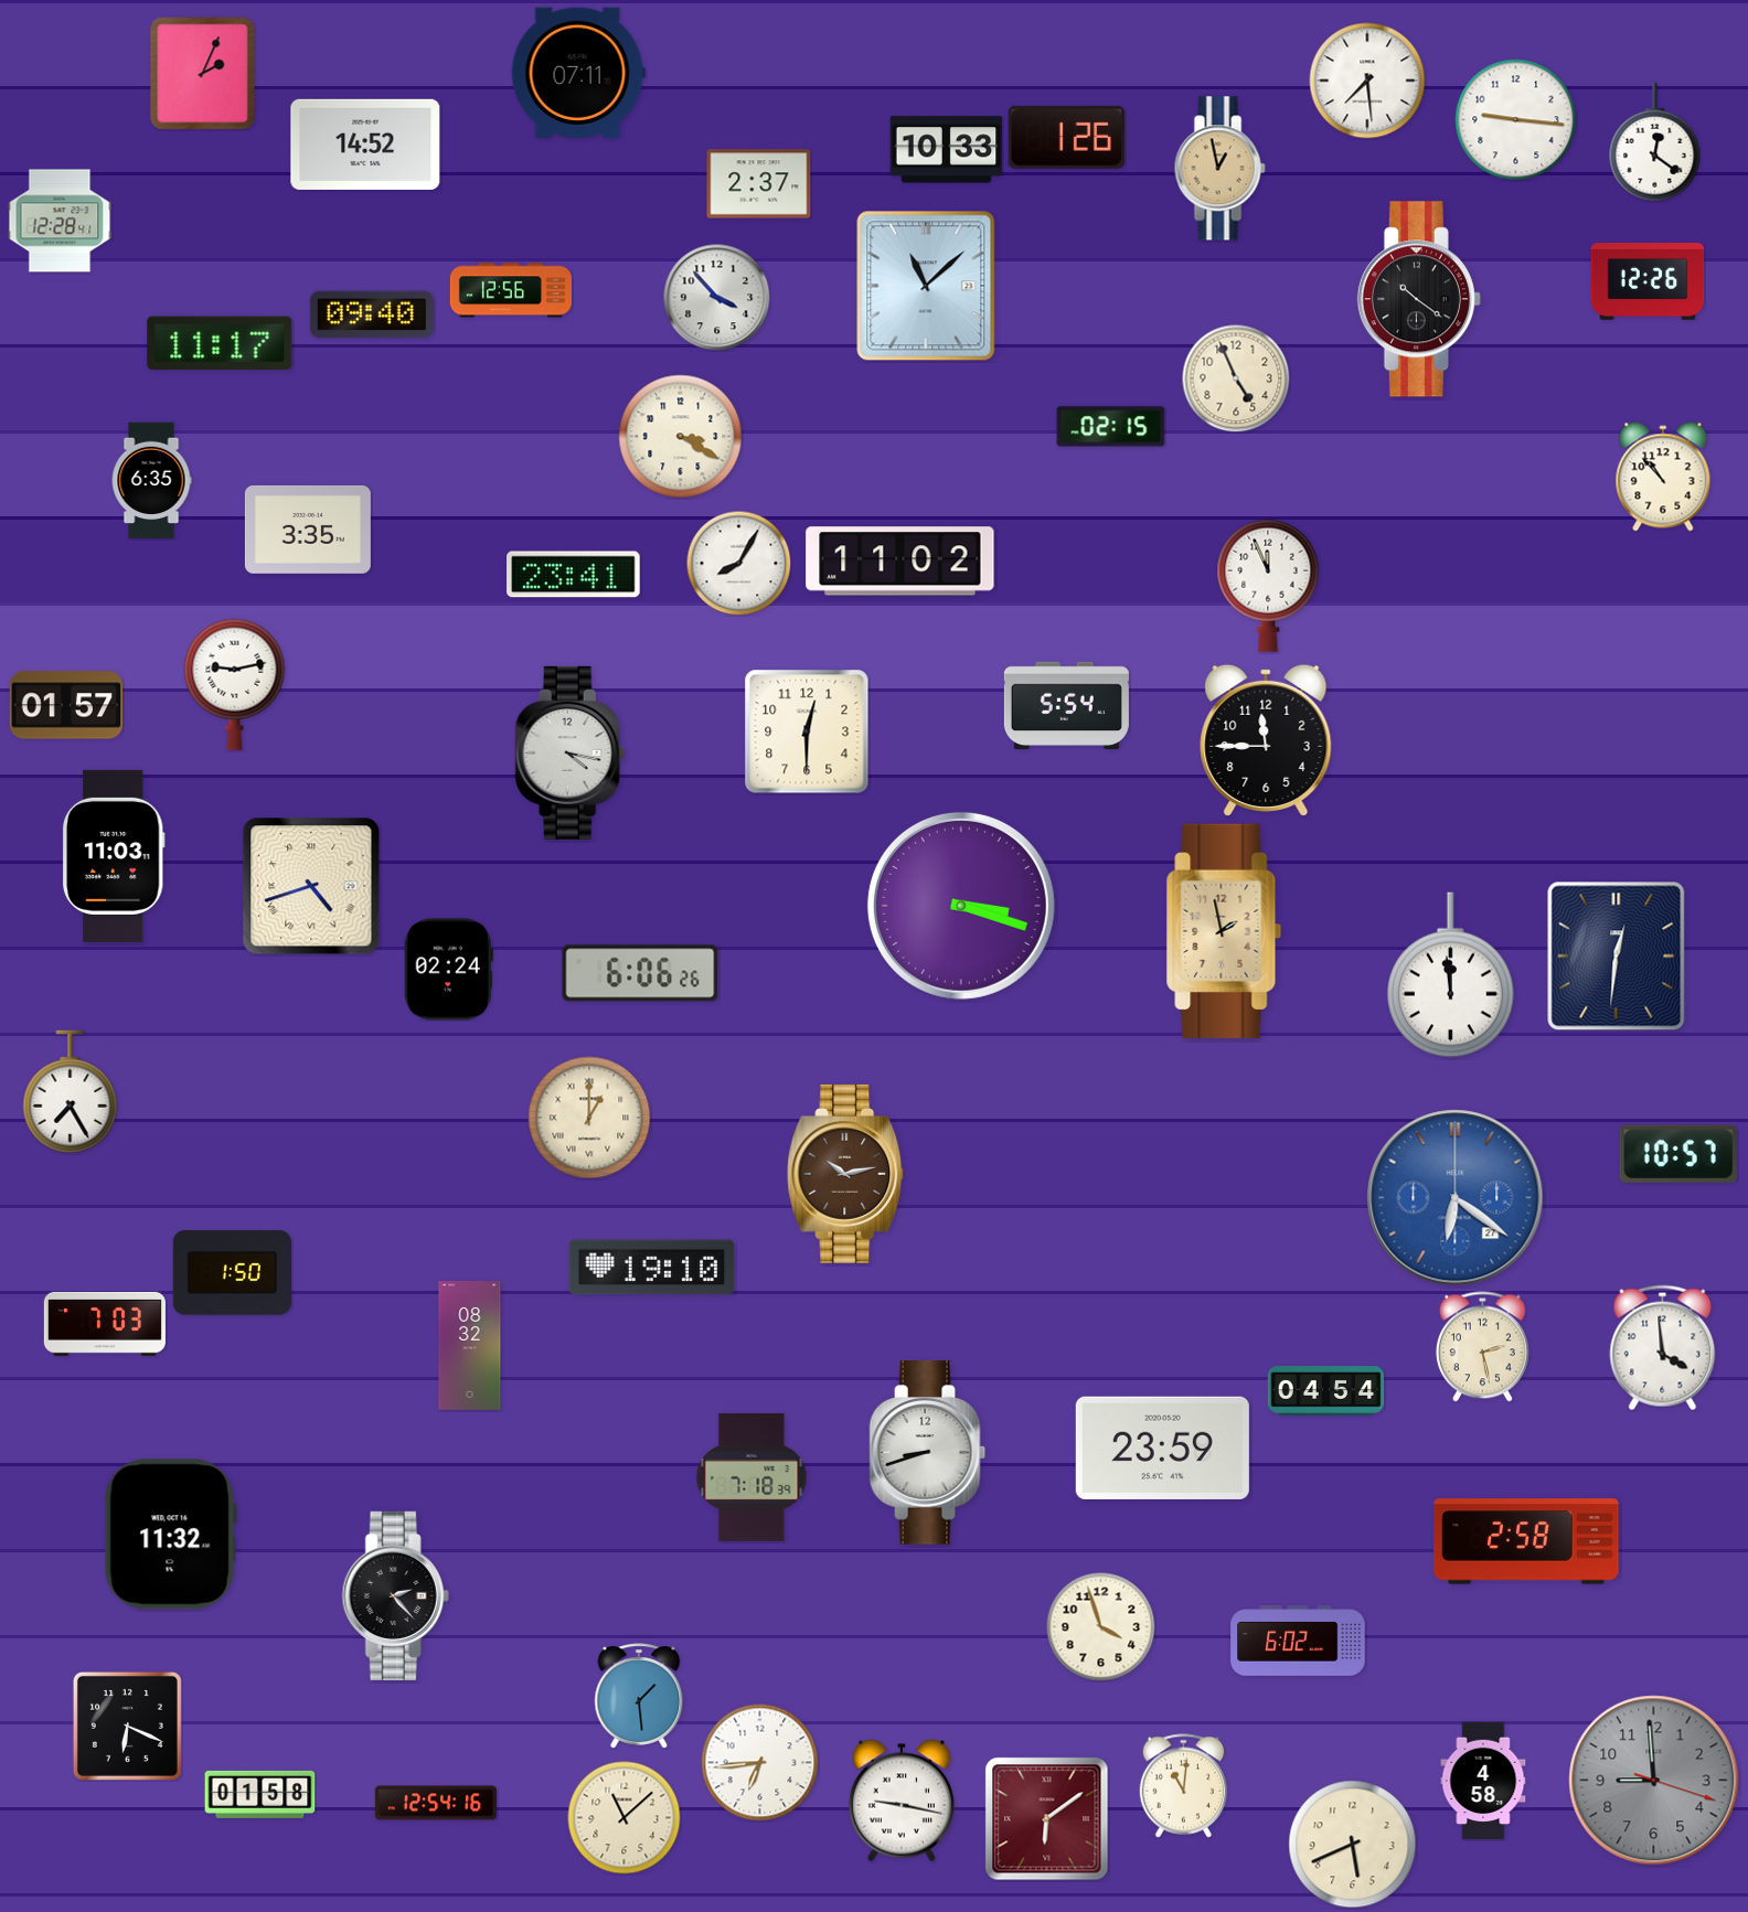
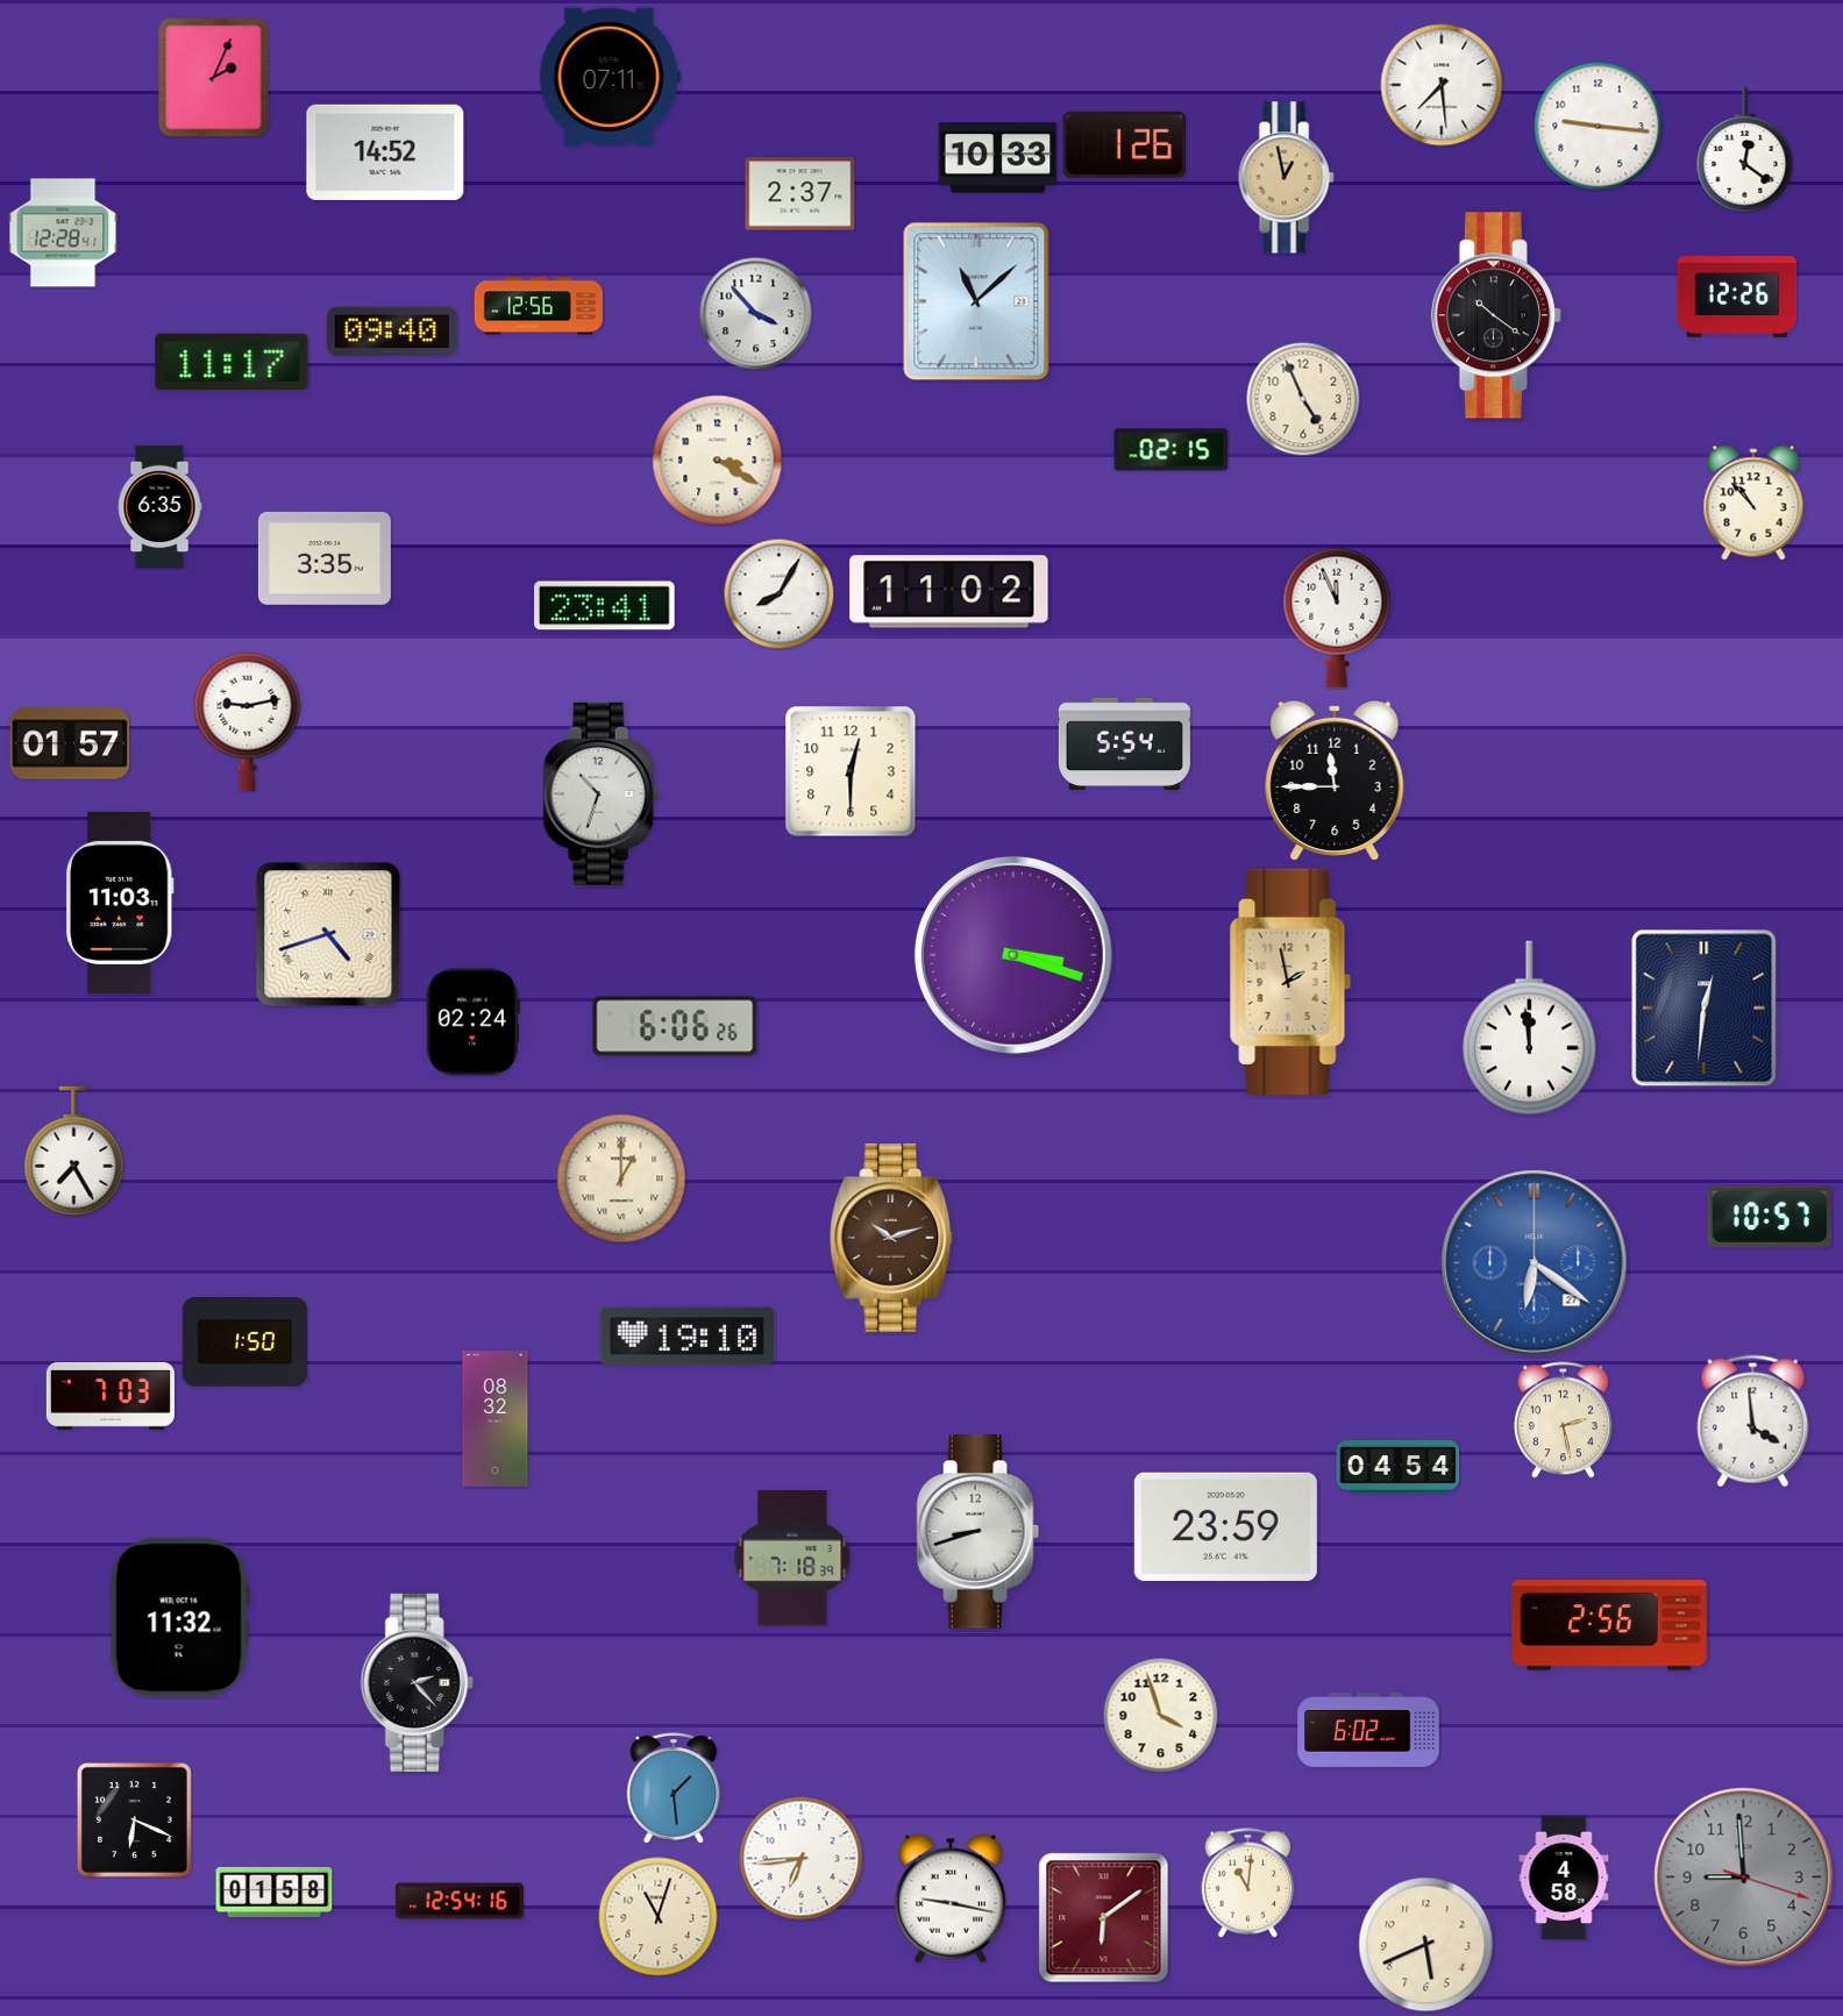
clock at (571, 752): 4:17 -> 10:33
clock at (846, 1174): 10:13 -> 10:12
clock at (1526, 1541): 2:58 -> 2:56
clock at (625, 1818): 11:08 -> 11:03
